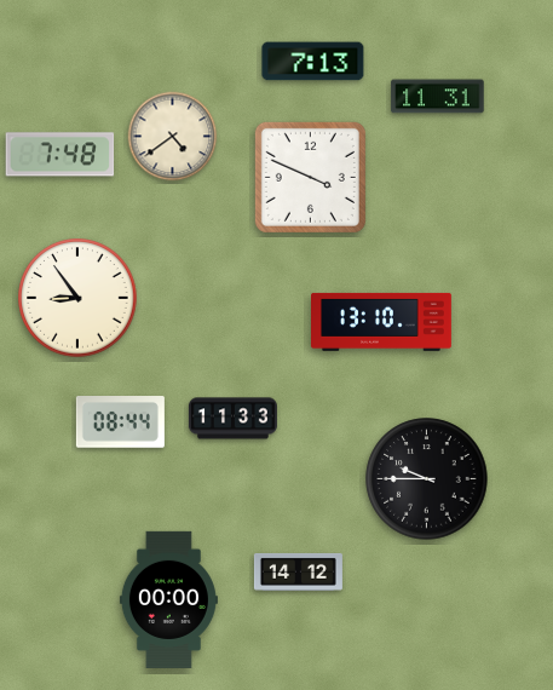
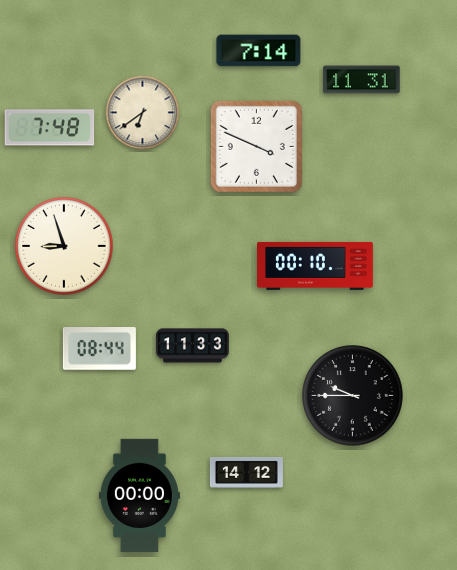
clock at (313, 62): 7:13 -> 7:14
clock at (173, 137): 4:39 -> 6:39
clock at (77, 298): 8:54 -> 8:57
clock at (382, 322): 13:10 -> 00:10
